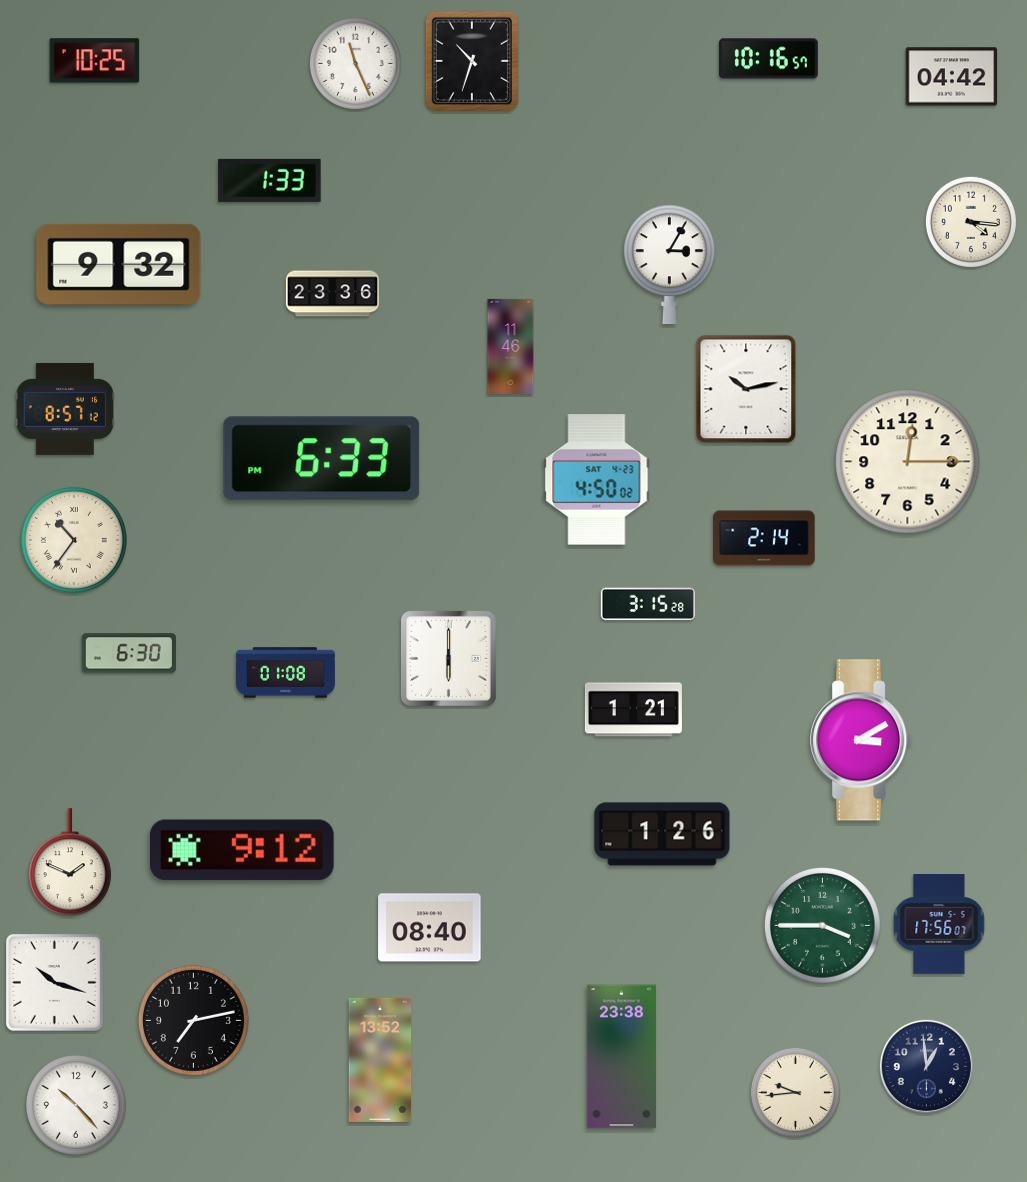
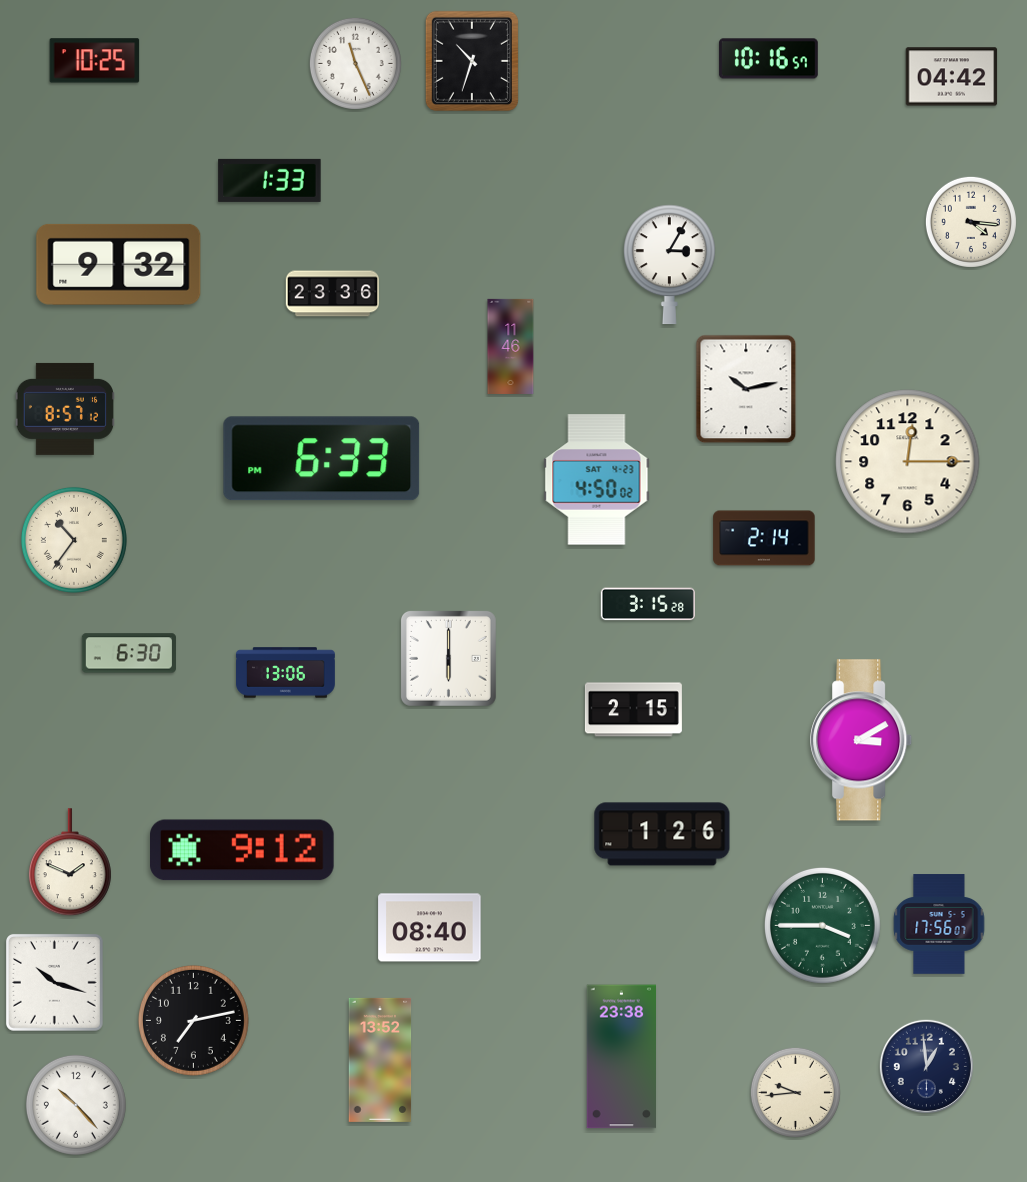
clock at (286, 673): 01:08 -> 13:06
clock at (633, 710): 1:21 -> 2:15
